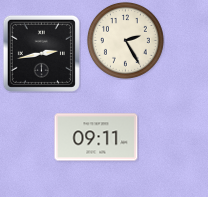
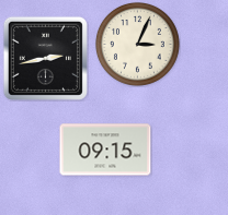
clock at (125, 40): 2:25 -> 3:04
clock at (96, 137): 09:11 -> 09:15
